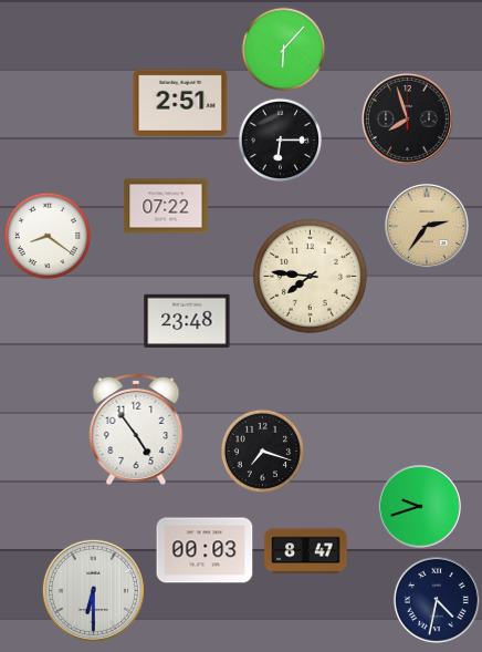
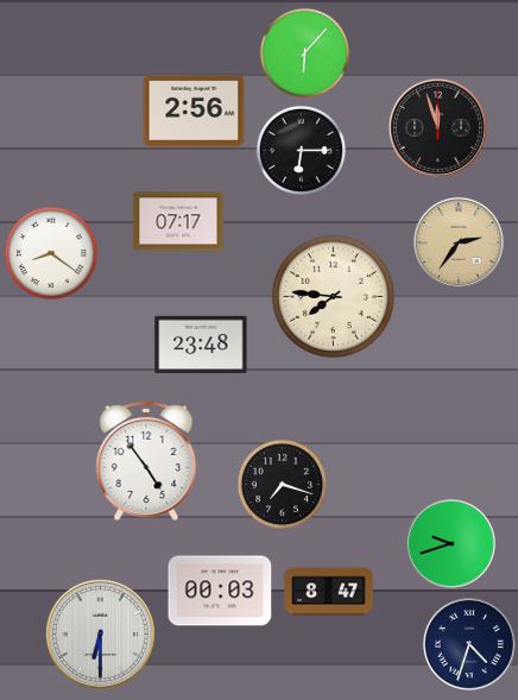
clock at (180, 103): 2:51 -> 2:56
clock at (407, 118): 7:57 -> 11:57
clock at (166, 206): 07:22 -> 07:17
clock at (437, 600): 4:32 -> 4:33
